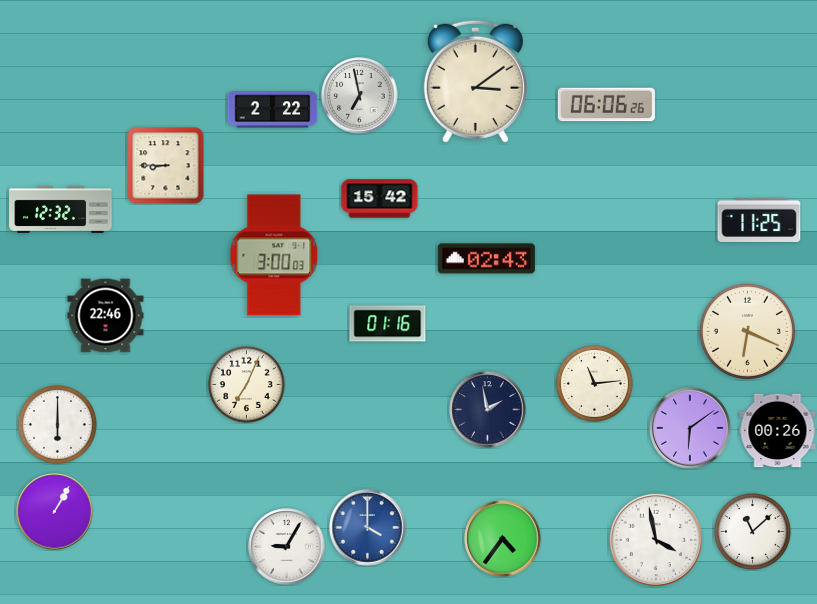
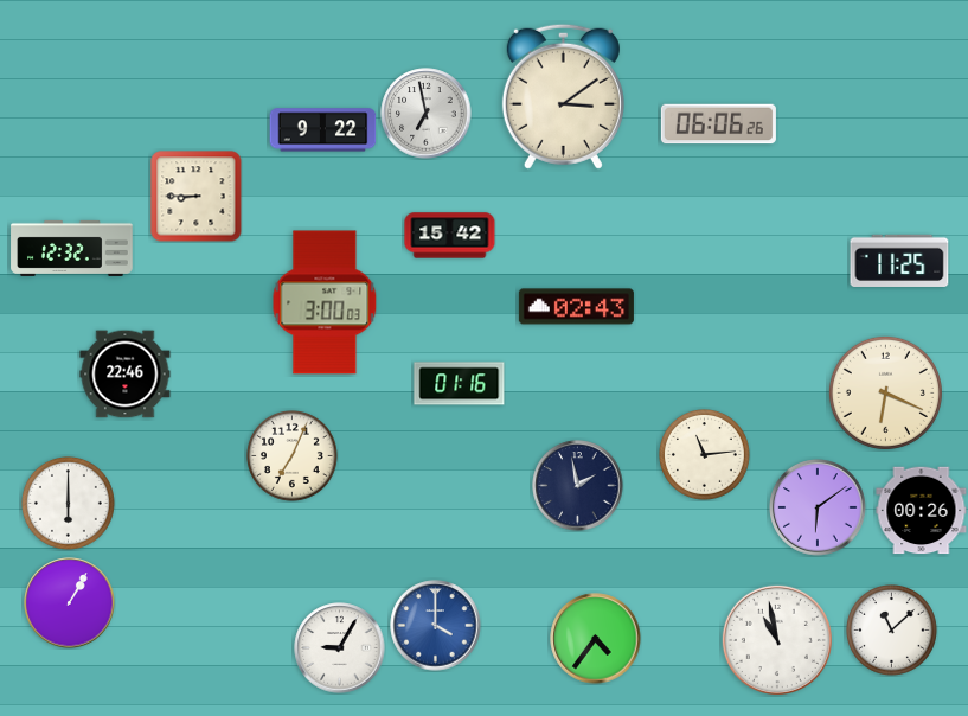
clock at (273, 110): 2:22 -> 9:22
clock at (55, 512) position: (55, 512) -> (70, 603)
clock at (656, 540): 3:58 -> 10:58
